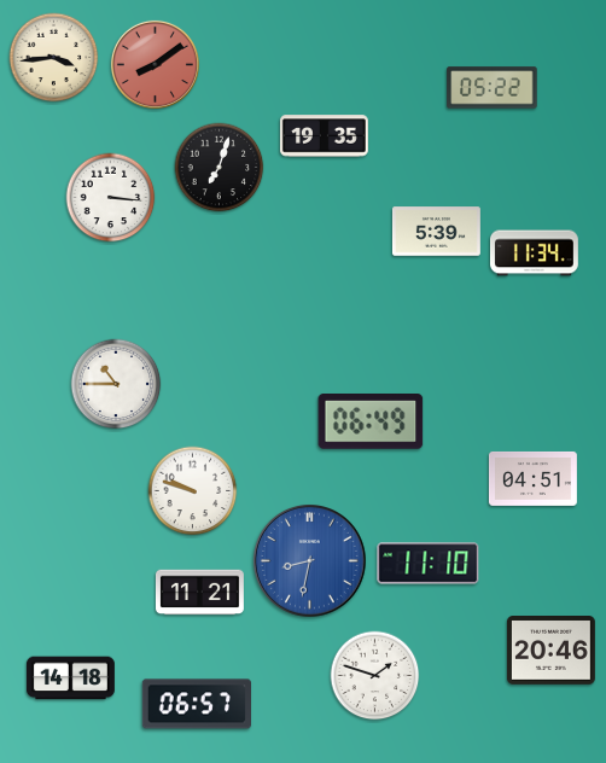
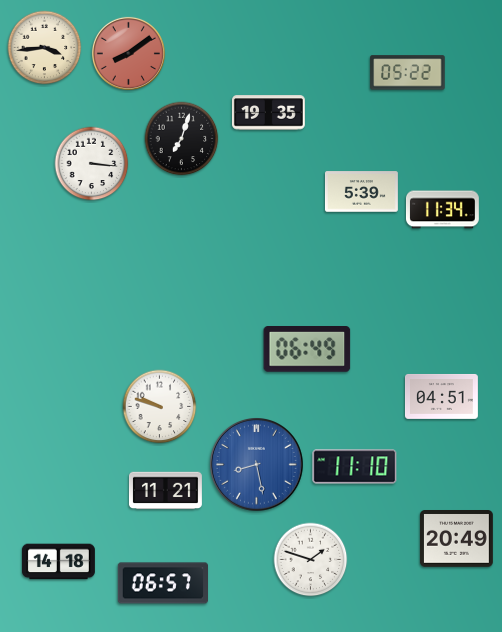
clock at (116, 384): 10:45 -> none
clock at (310, 561): 8:32 -> 8:28
clock at (550, 651): 20:46 -> 20:49
